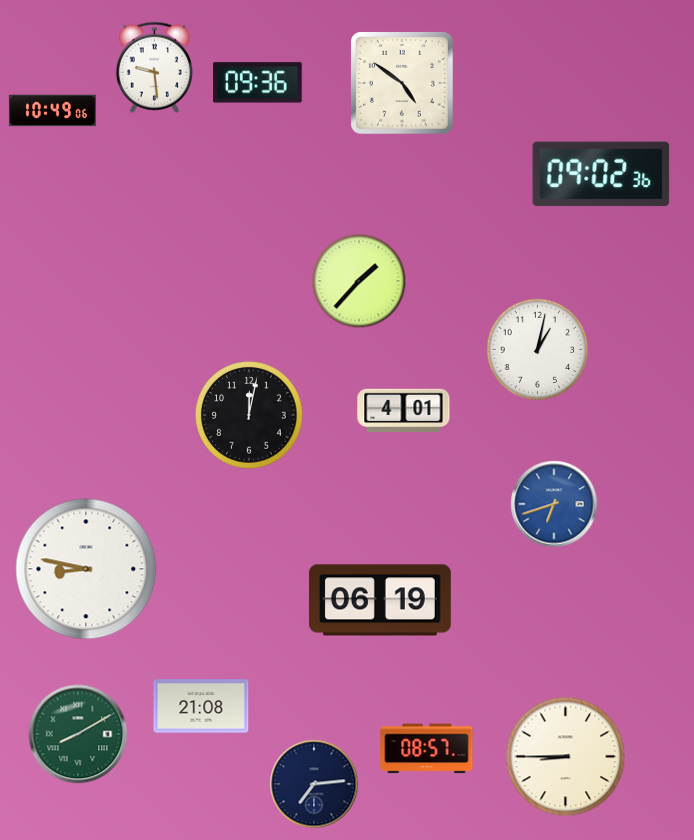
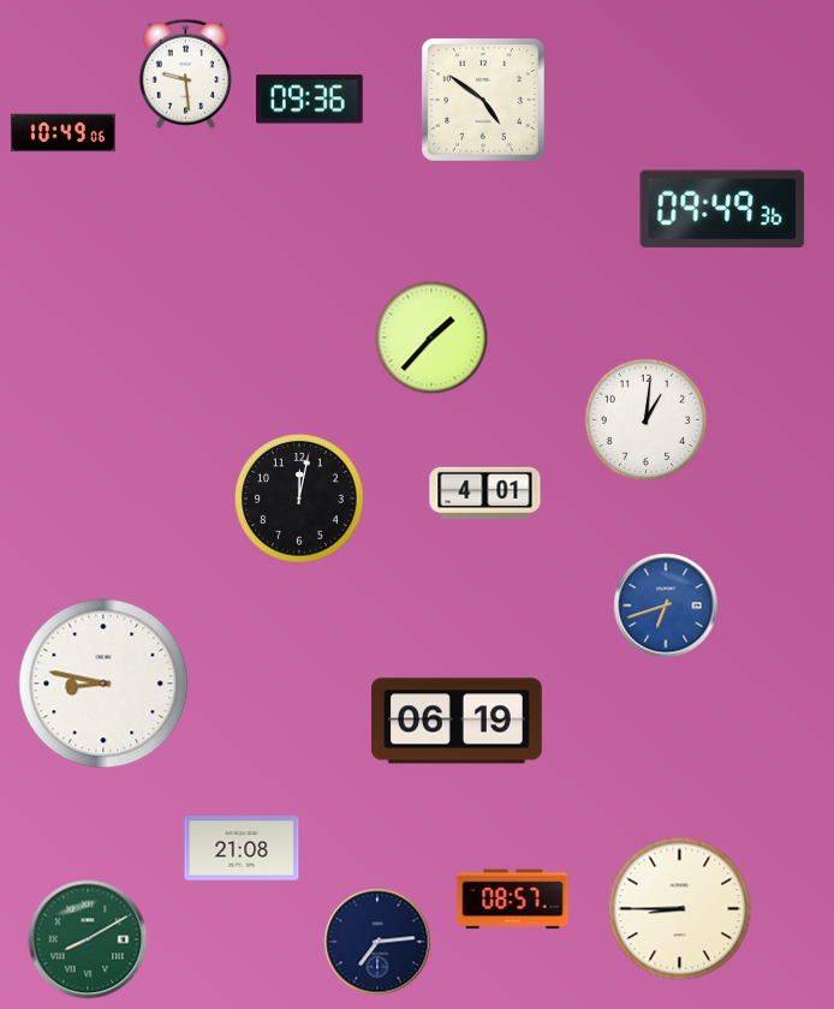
clock at (154, 67) position: (154, 67) -> (185, 73)
clock at (601, 174): 09:02 -> 09:49
clock at (537, 349): 1:02 -> 1:01
clock at (78, 734) position: (78, 734) -> (88, 939)
